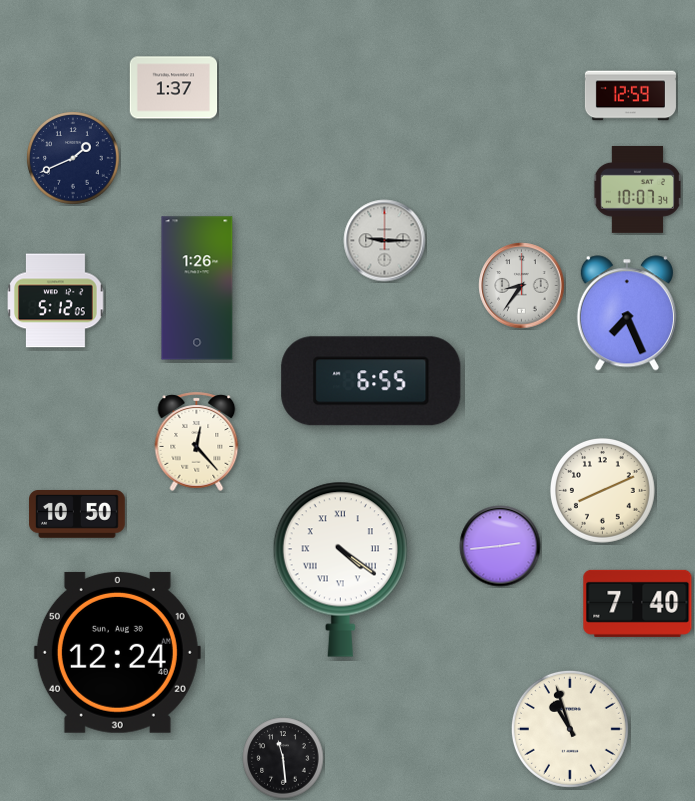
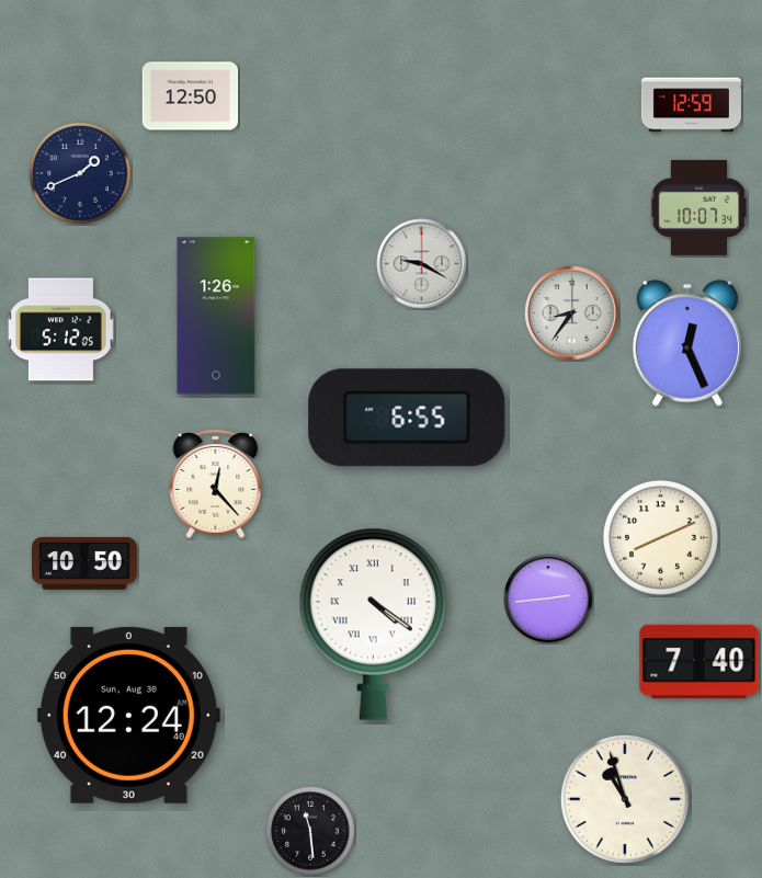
clock at (174, 88): 1:37 -> 12:50
clock at (385, 241): 9:15 -> 9:20
clock at (627, 313): 7:26 -> 12:26
